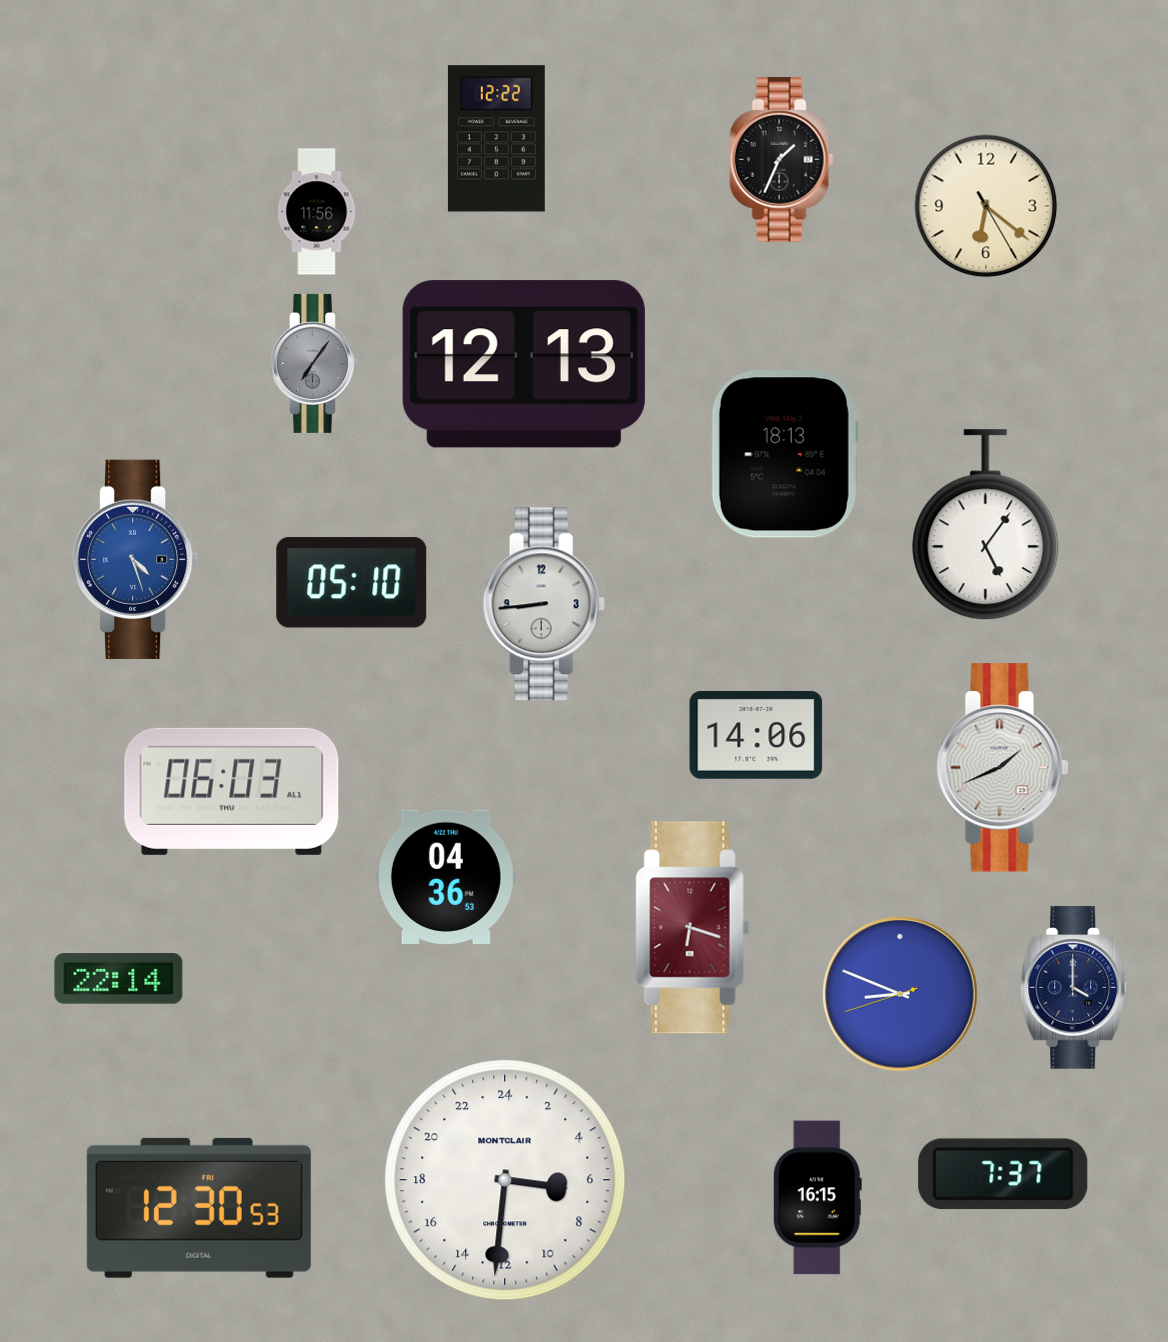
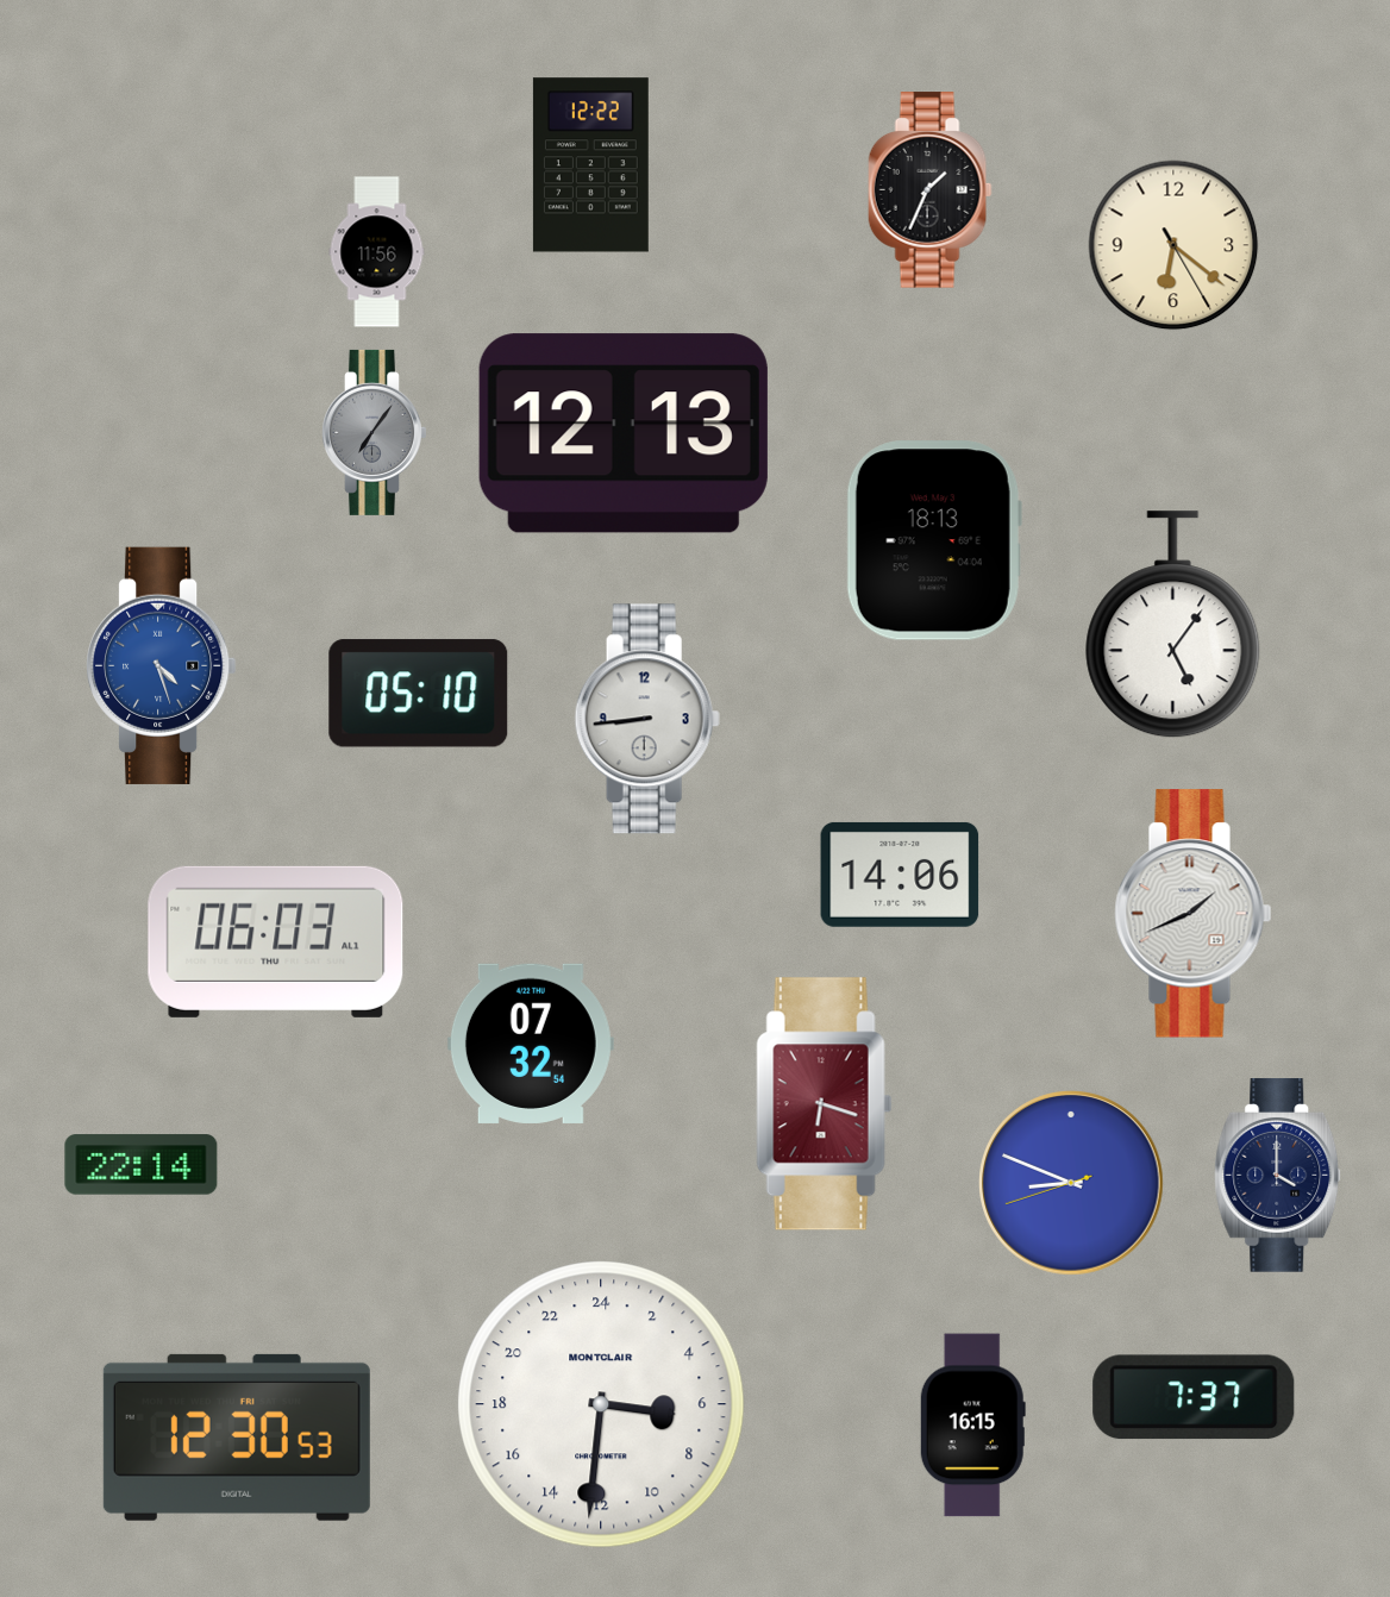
clock at (446, 877): 04:36 -> 07:32
